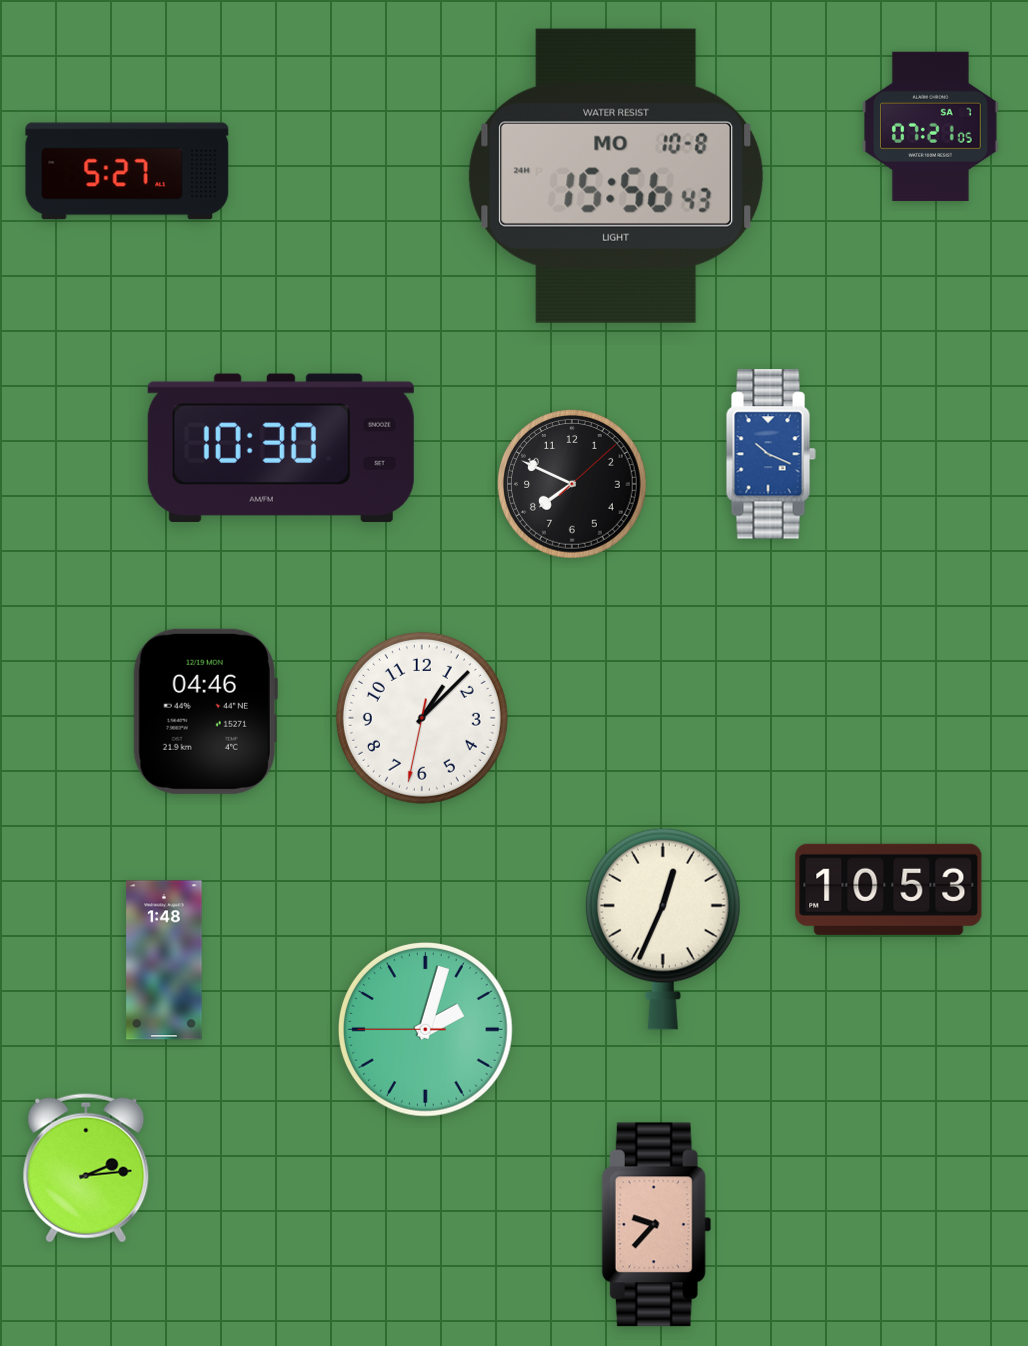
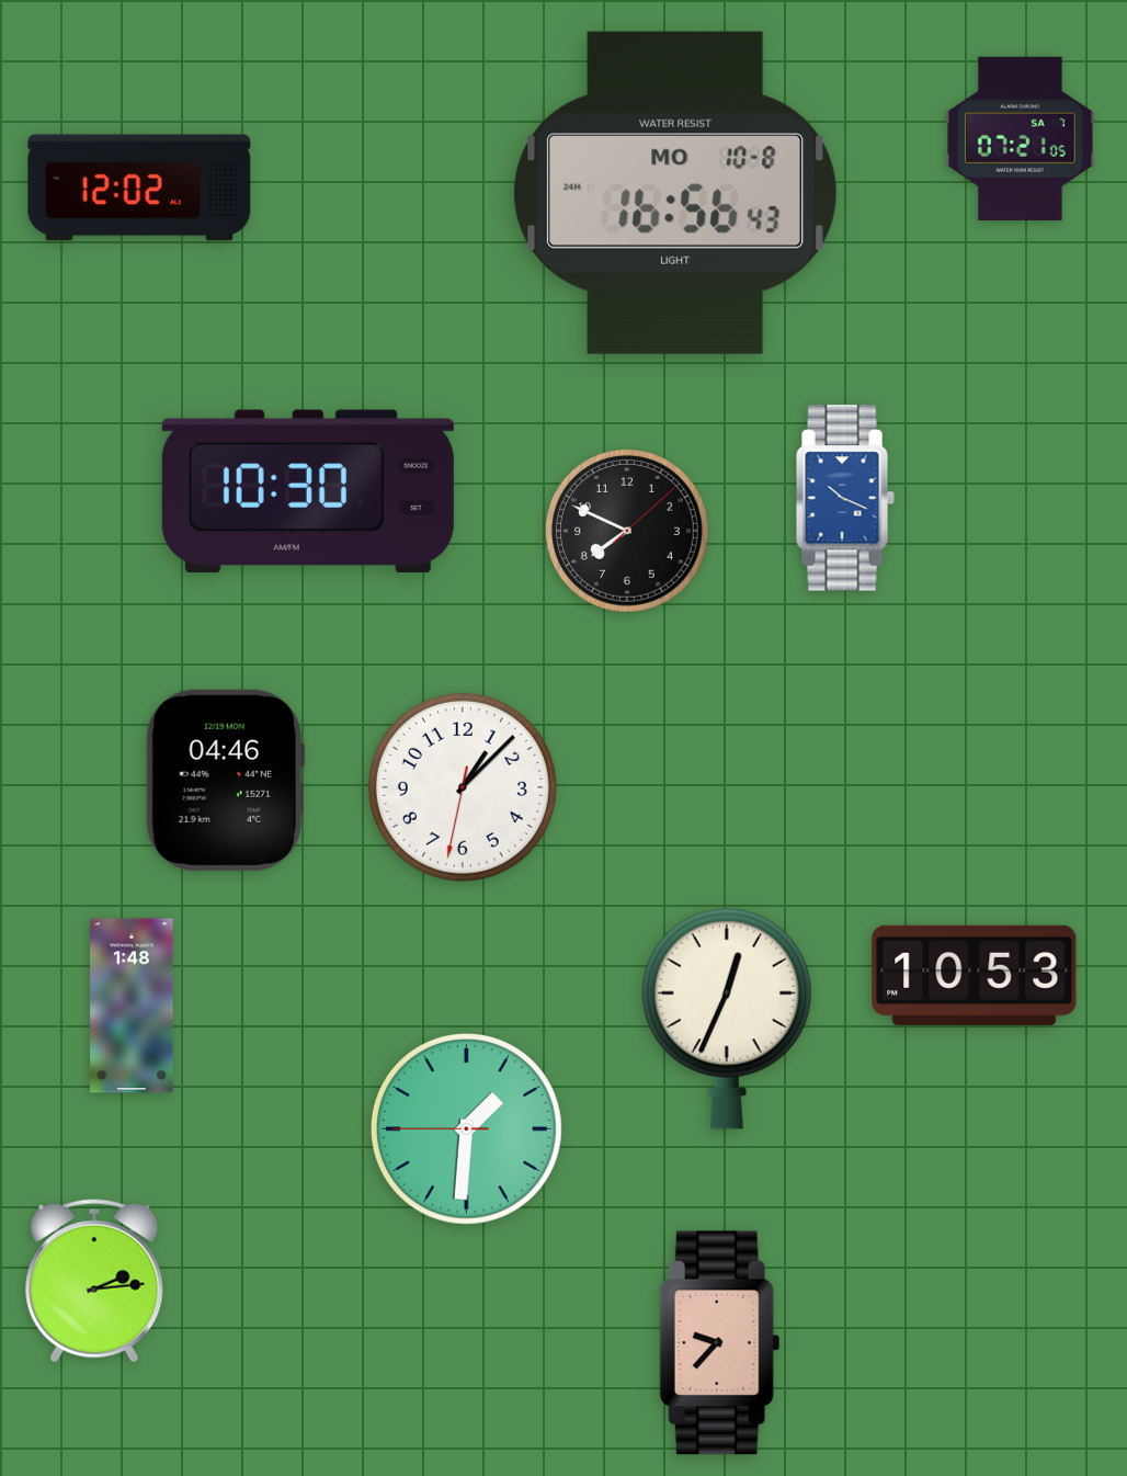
clock at (127, 171): 5:27 -> 12:02
clock at (616, 176): 15:56 -> 16:56
clock at (164, 960) position: (164, 960) -> (132, 1006)
clock at (425, 1029): 2:02 -> 1:30
